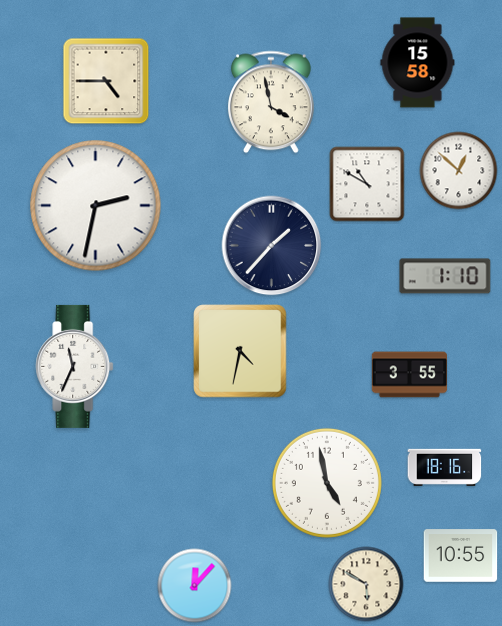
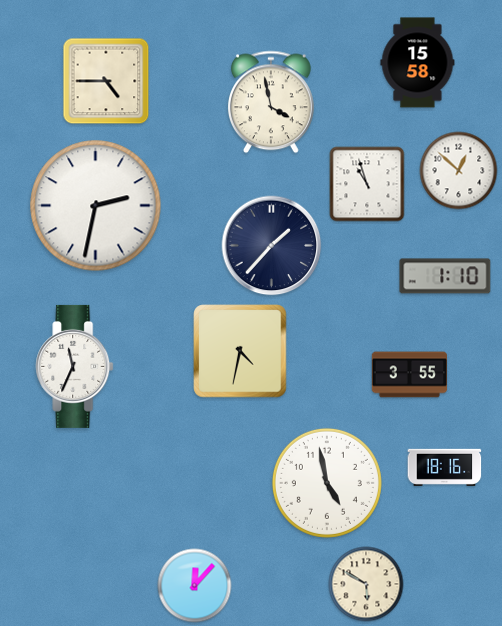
clock at (367, 184): 10:50 -> 10:57
clock at (461, 556): 10:55 -> none
